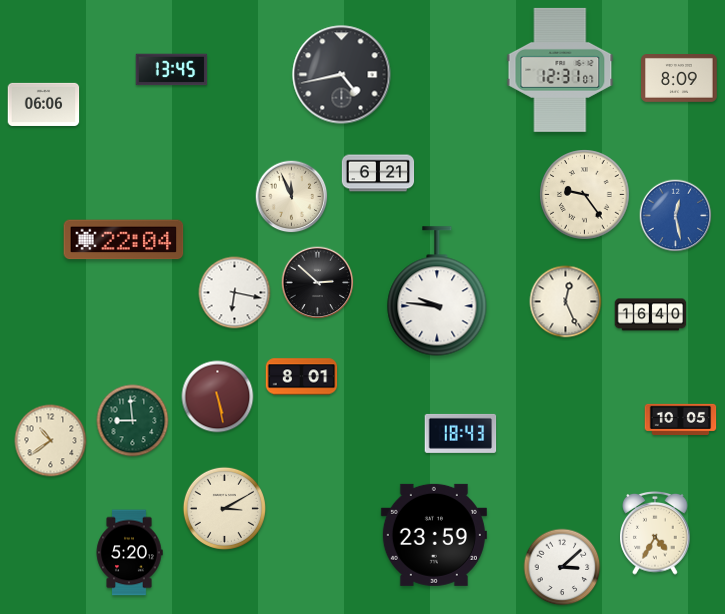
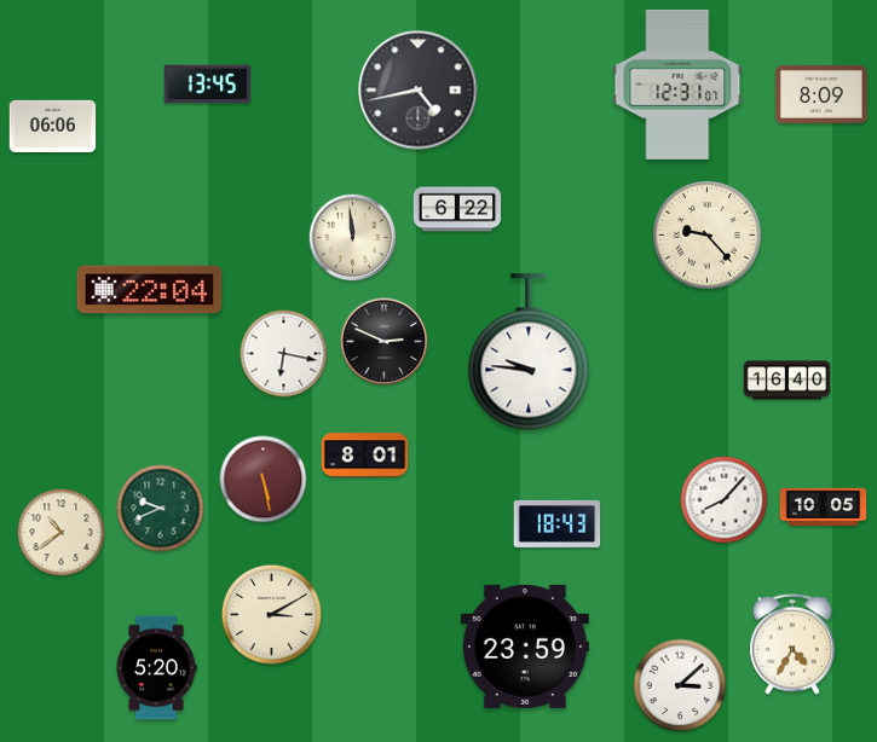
clock at (342, 75) position: (342, 75) -> (419, 91)
clock at (378, 173): 6:21 -> 6:22
clock at (585, 195): 9:24 -> 9:23
clock at (292, 197): 11:56 -> 11:59
clock at (676, 216): 12:28 -> none
clock at (318, 283): 2:52 -> 2:49
clock at (566, 302): 12:26 -> none
clock at (725, 500): none -> 8:07
clock at (133, 421): 8:59 -> 9:41
